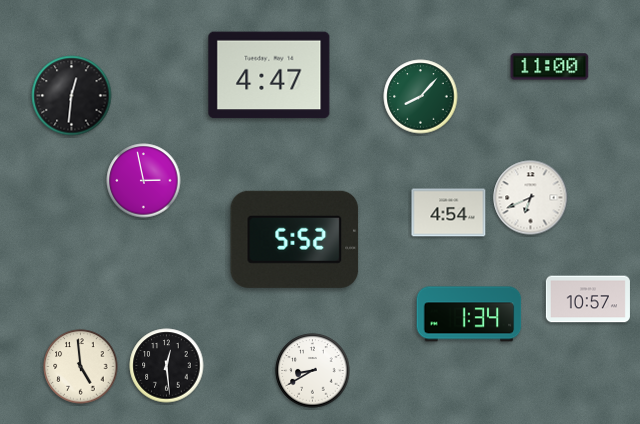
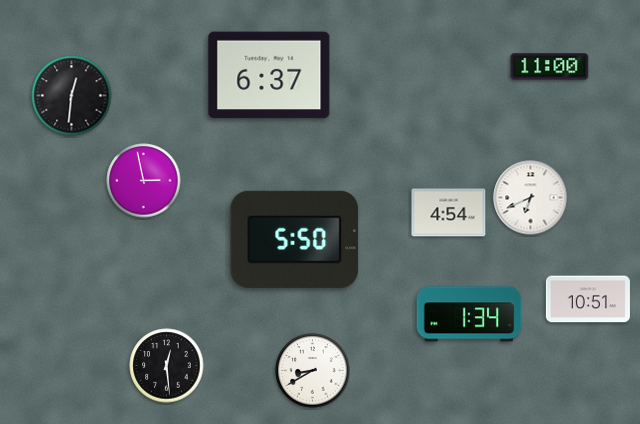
clock at (269, 75): 4:47 -> 6:37
clock at (421, 97): 8:07 -> none
clock at (295, 239): 5:52 -> 5:50
clock at (588, 299): 10:57 -> 10:51
clock at (81, 367): 4:59 -> none
